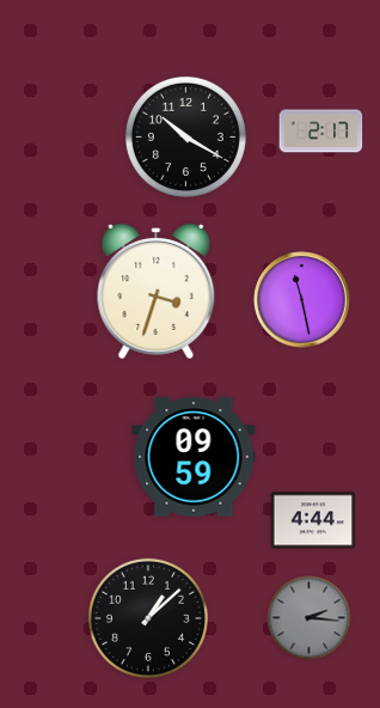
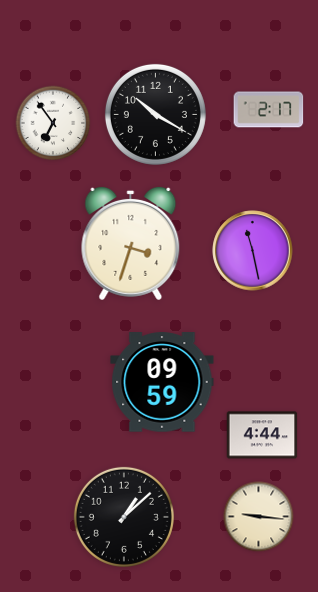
clock at (53, 123): none -> 6:54
clock at (309, 618): 2:16 -> 9:16
clock at (309, 618) dial: grey -> cream
